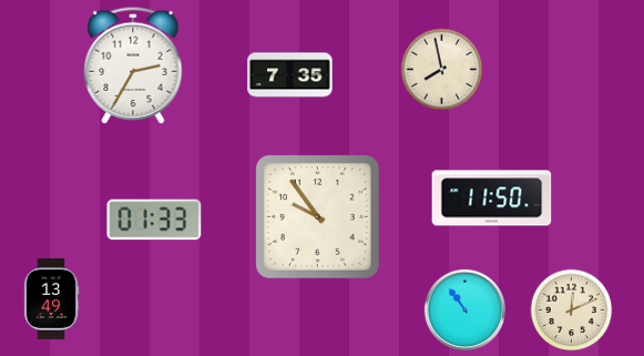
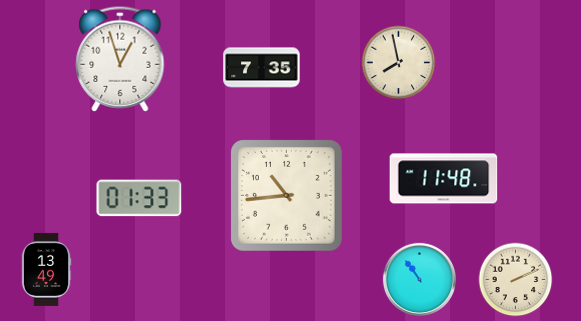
clock at (133, 65): 2:35 -> 12:57
clock at (492, 199): 11:50 -> 11:48
clock at (317, 216): 9:54 -> 10:44
clock at (572, 311): 12:11 -> 2:11
